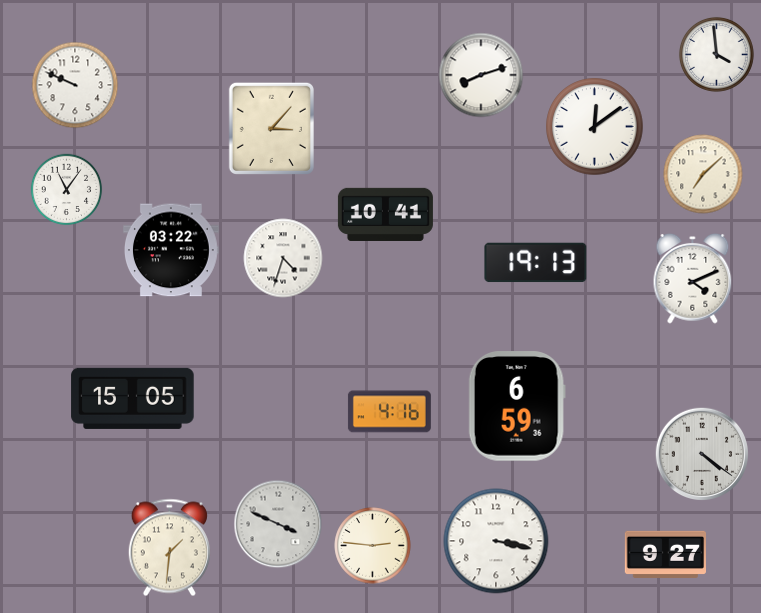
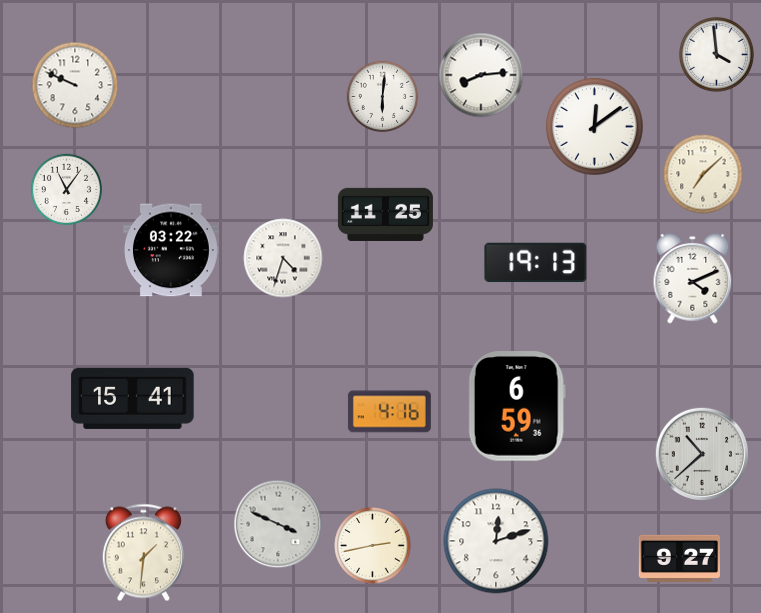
clock at (481, 75): 8:12 -> 8:14
clock at (383, 97): none -> 6:01
clock at (271, 128): 3:07 -> none
clock at (385, 214): 10:41 -> 11:25
clock at (133, 398): 15:05 -> 15:41
clock at (701, 453): 4:21 -> 10:38
clock at (496, 541): 3:17 -> 12:12
clock at (373, 546): 2:46 -> 2:43
clock at (169, 548) position: (169, 548) -> (143, 553)
clock at (665, 554) position: (665, 554) -> (679, 558)
